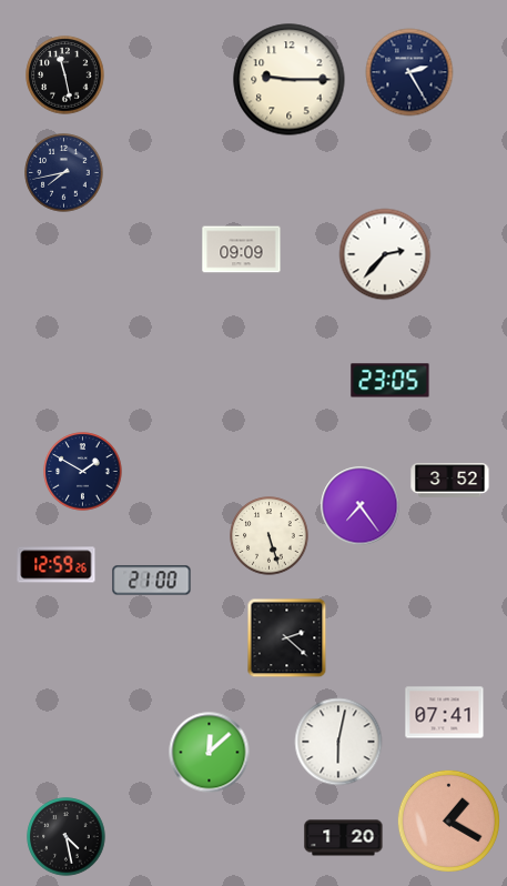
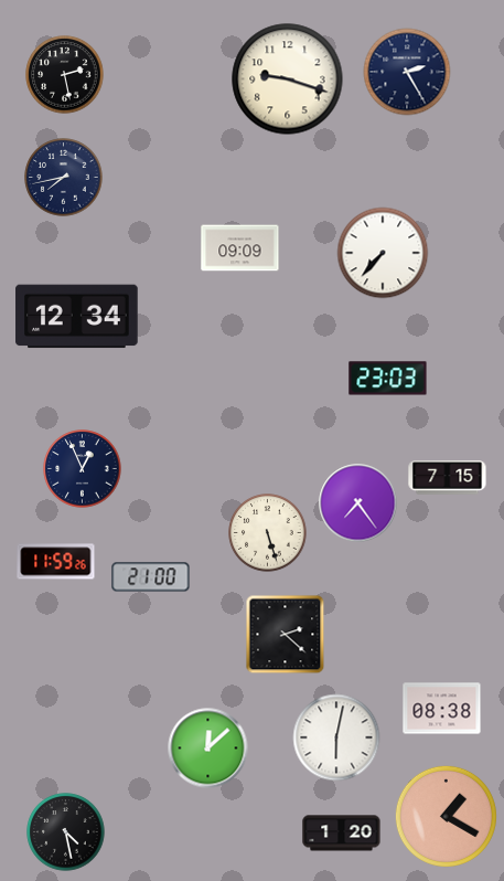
clock at (65, 75): 11:28 -> 2:28
clock at (290, 80): 9:15 -> 9:18
clock at (64, 173) position: (64, 173) -> (64, 178)
clock at (385, 254): 2:37 -> 7:37
clock at (77, 317): none -> 12:34
clock at (391, 381): 23:05 -> 23:03
clock at (83, 472): 1:50 -> 12:56
clock at (450, 481): 3:52 -> 7:15
clock at (57, 565): 12:59 -> 11:59
clock at (445, 713): 07:41 -> 08:38
